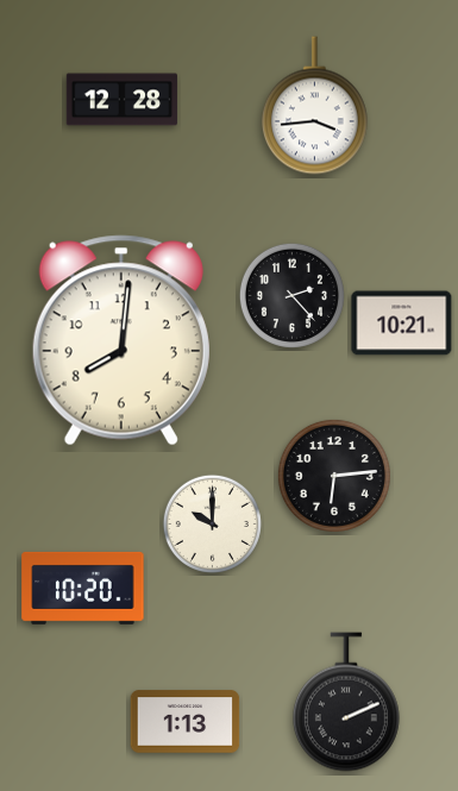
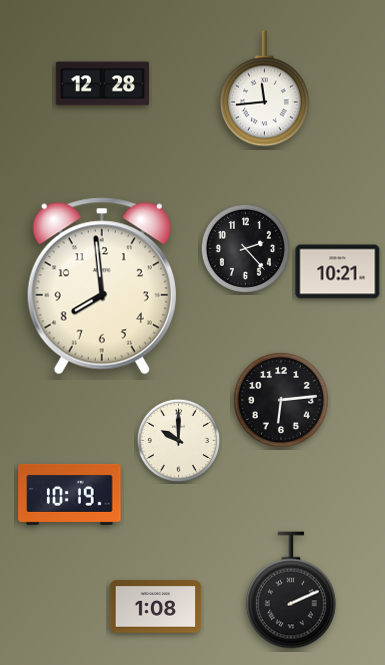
clock at (314, 106): 3:44 -> 11:44
clock at (121, 340): 8:01 -> 7:59
clock at (83, 588): 10:20 -> 10:19
clock at (186, 722): 1:13 -> 1:08
